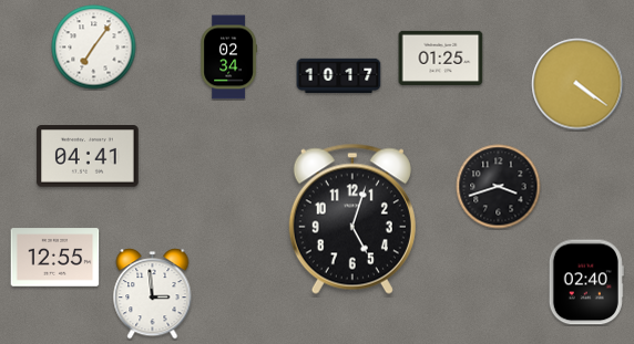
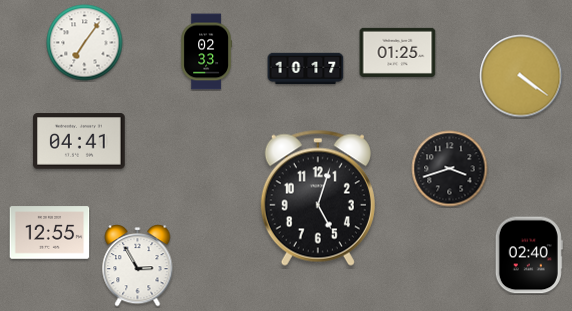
clock at (228, 58): 02:34 -> 02:33
clock at (153, 294): 2:59 -> 2:55
